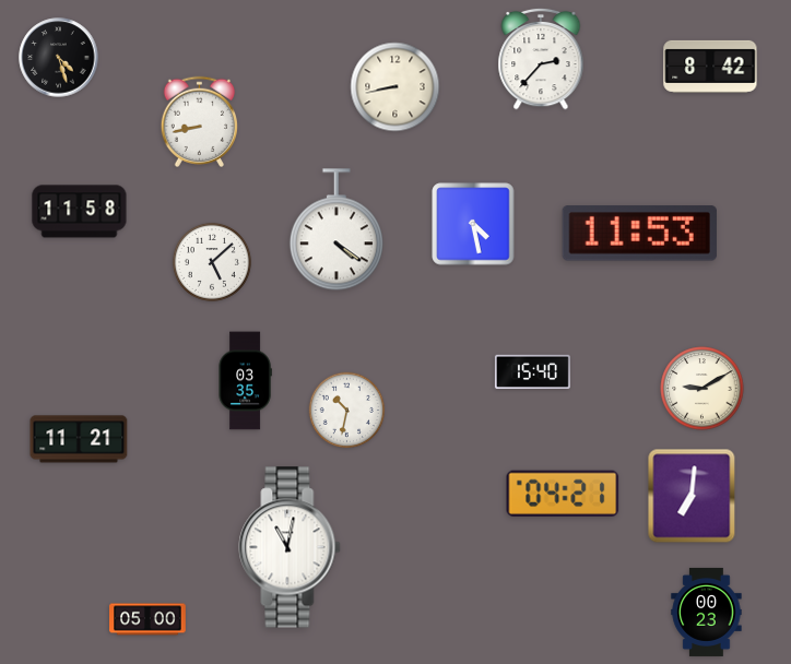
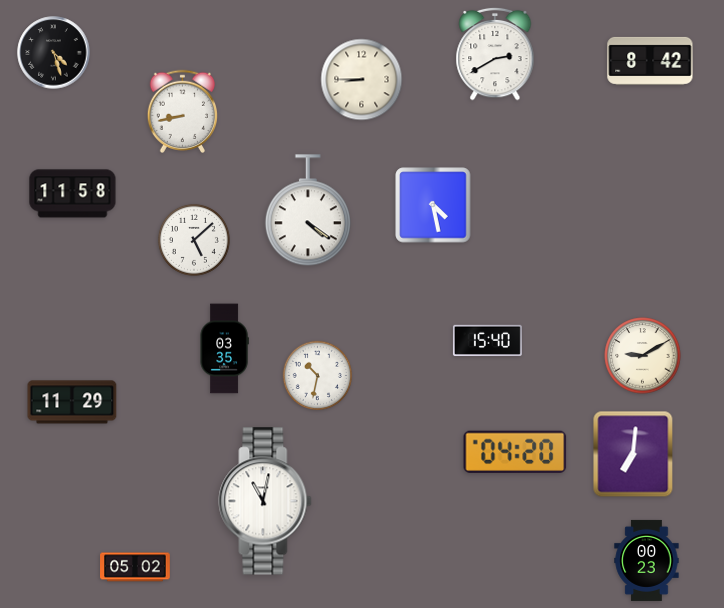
clock at (541, 59): 2:37 -> 2:40
clock at (395, 87): 8:43 -> 8:45
clock at (639, 234): 11:53 -> none
clock at (79, 439): 11:21 -> 11:29
clock at (563, 494): 04:21 -> 04:20
clock at (147, 619): 05:00 -> 05:02
